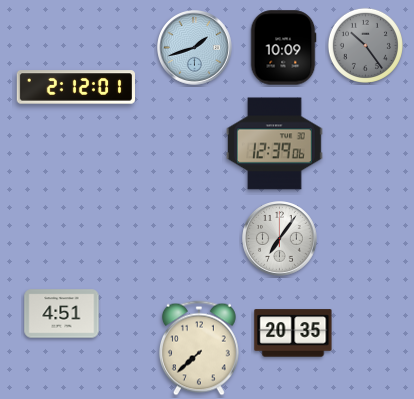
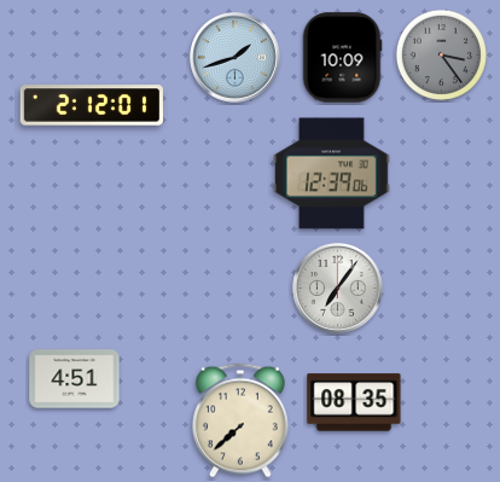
clock at (365, 45): 10:24 -> 3:24
clock at (293, 333): 20:35 -> 08:35
